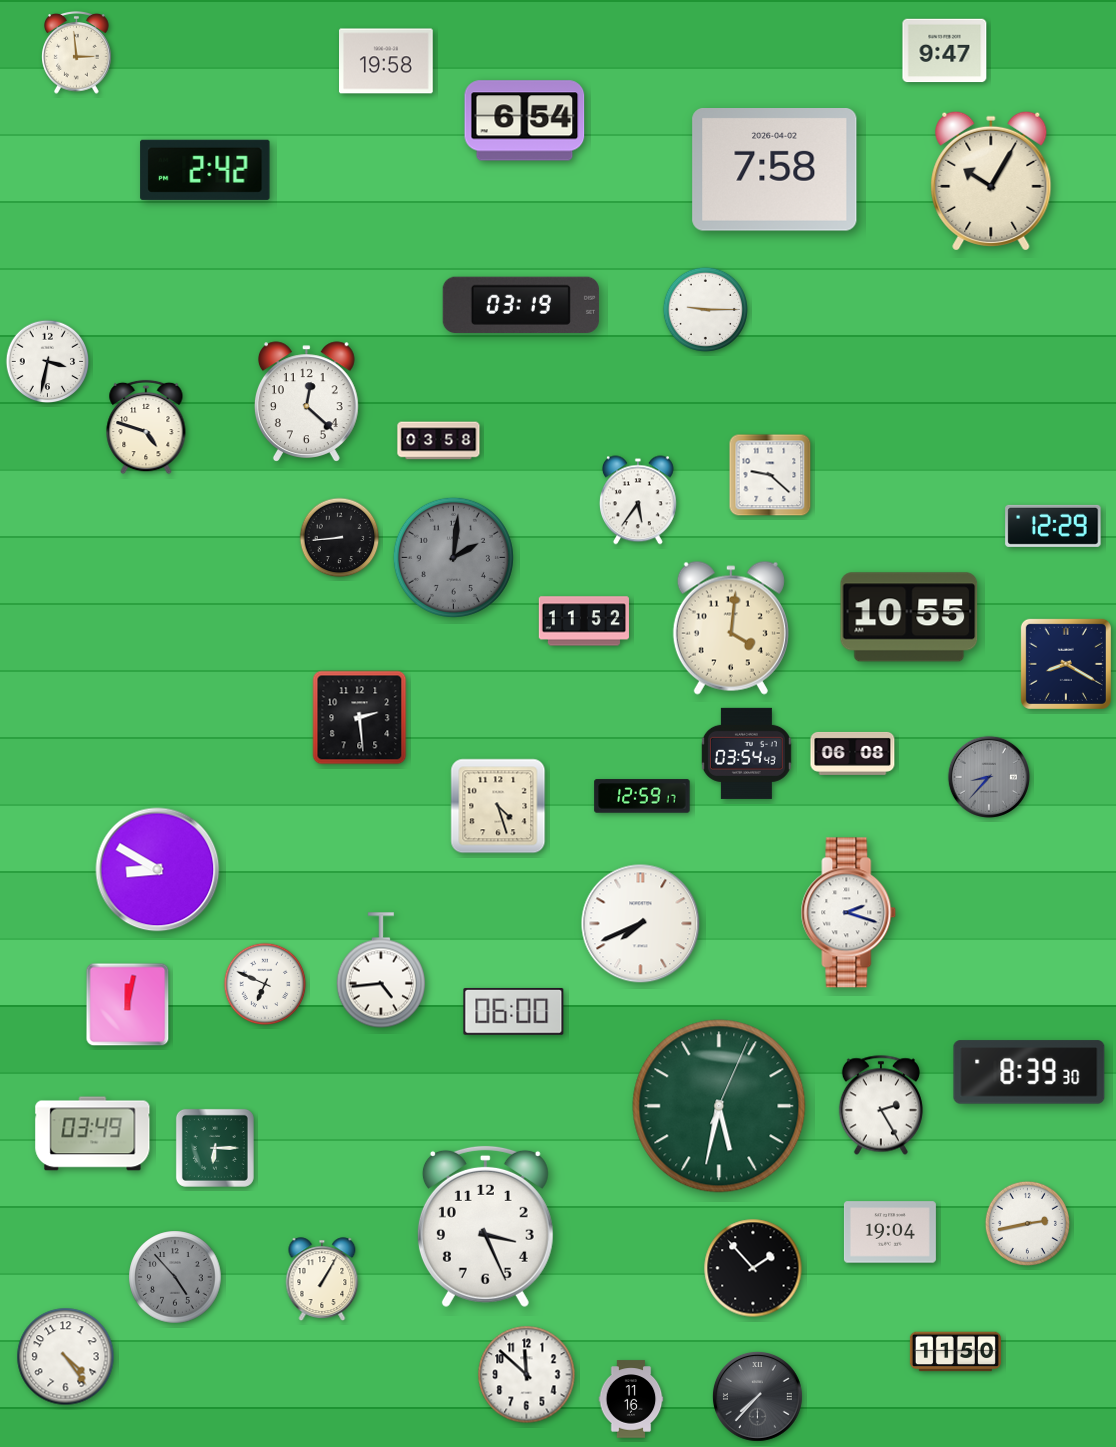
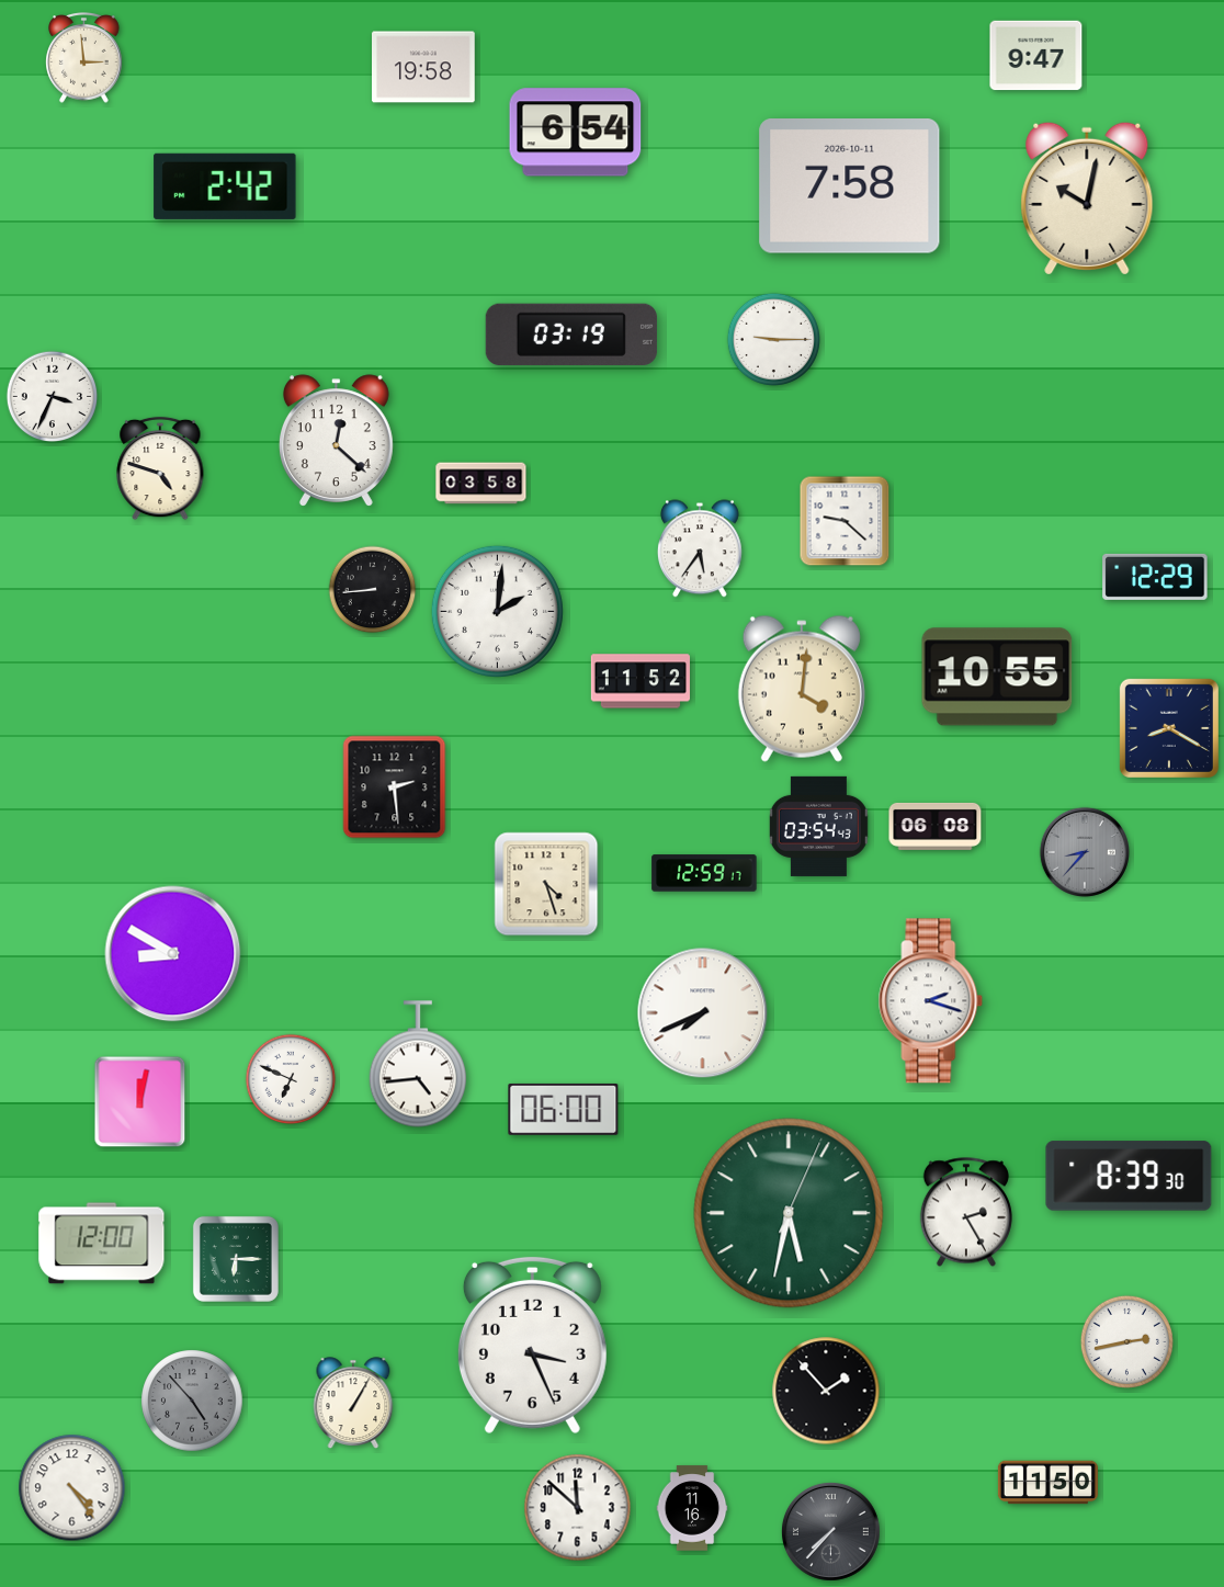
clock at (775, 170) date: 2026-04-02 -> 2026-10-11
clock at (991, 181): 10:05 -> 10:02
clock at (48, 362): 3:32 -> 3:34
clock at (453, 557) dial: grey -> white
clock at (93, 1134): 03:49 -> 12:00
clock at (890, 1232): 19:04 -> none
clock at (631, 1399) position: (631, 1399) -> (692, 1508)
